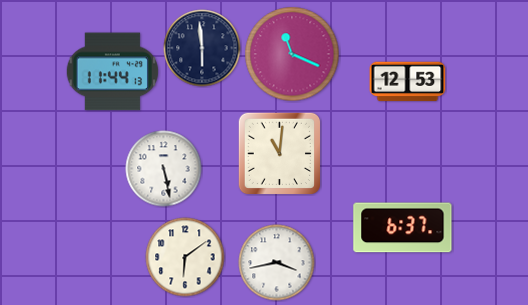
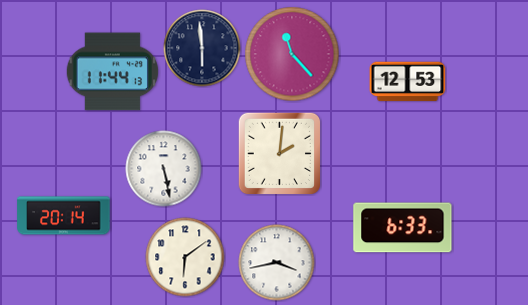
clock at (292, 54): 11:19 -> 11:23
clock at (279, 153): 11:01 -> 2:01
clock at (64, 216): none -> 20:14
clock at (403, 228): 6:37 -> 6:33
